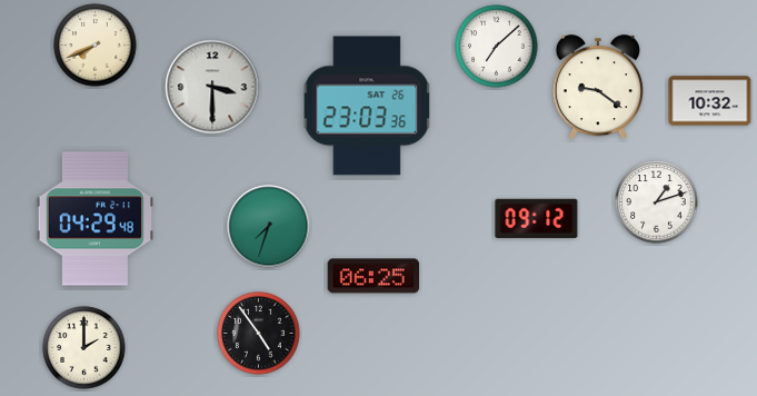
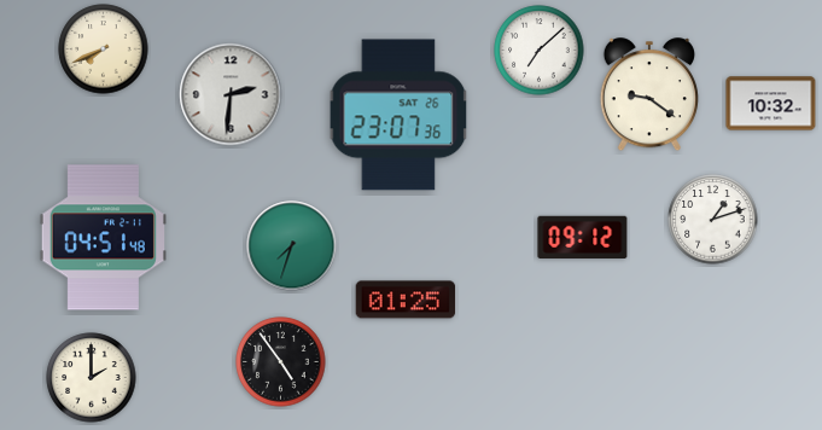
clock at (212, 87): 3:30 -> 2:31
clock at (710, 101) position: (710, 101) -> (771, 104)
clock at (367, 106): 23:03 -> 23:07
clock at (94, 219): 04:29 -> 04:51
clock at (373, 276): 06:25 -> 01:25
